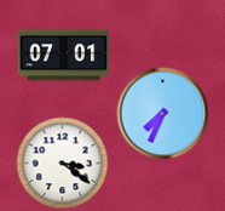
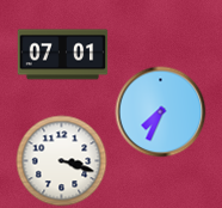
clock at (63, 164): 3:21 -> 3:18
